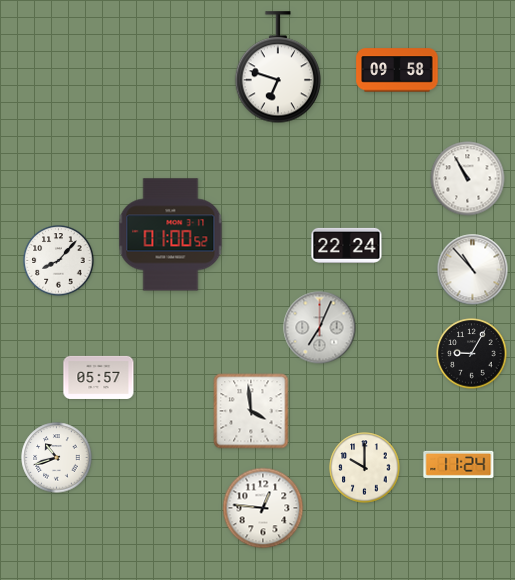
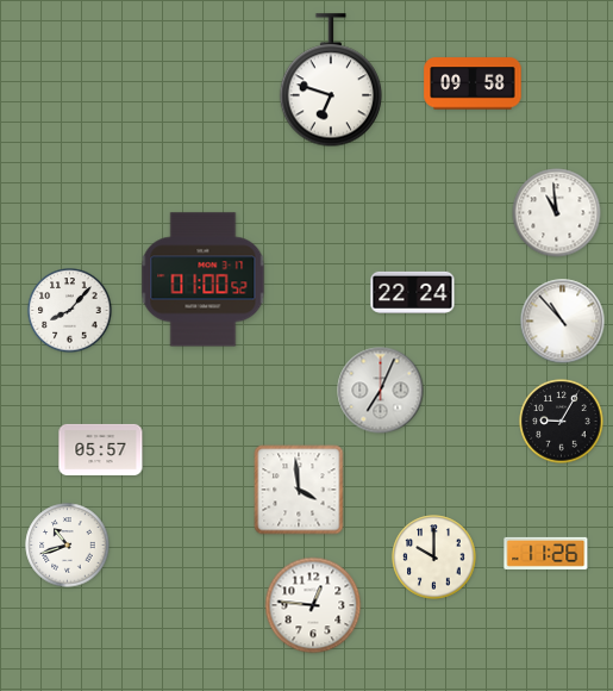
clock at (468, 179): 10:55 -> 10:59
clock at (99, 377) position: (99, 377) -> (101, 449)
clock at (459, 464): 11:24 -> 11:26
